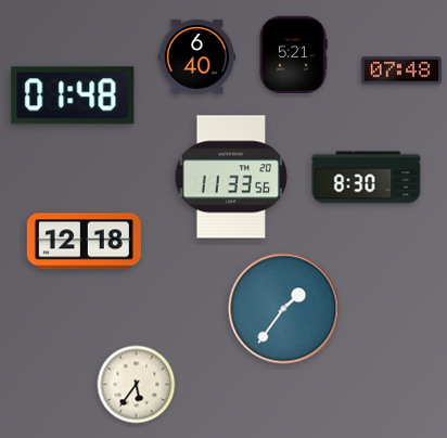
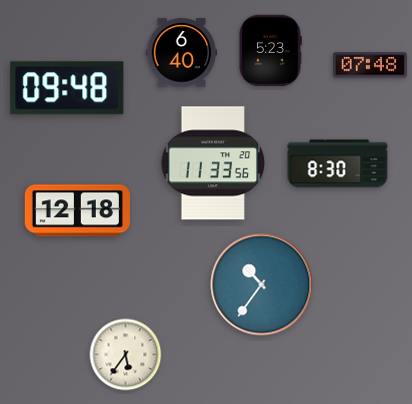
clock at (293, 55): 5:21 -> 5:23
clock at (73, 95): 01:48 -> 09:48
clock at (84, 242) position: (84, 242) -> (77, 211)
clock at (284, 309): 1:36 -> 10:36
